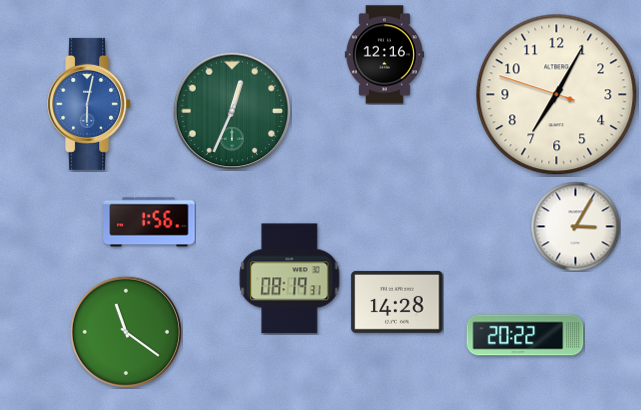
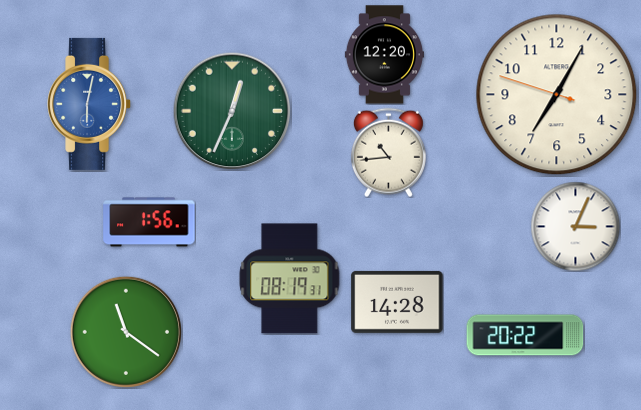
clock at (384, 55): 12:16 -> 12:20
clock at (388, 152): none -> 10:44
clock at (575, 226): 3:05 -> 3:04
